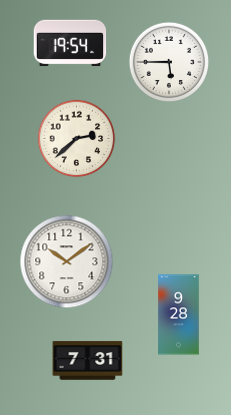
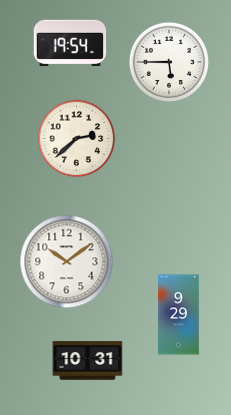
clock at (179, 315): 9:28 -> 9:29
clock at (88, 361): 7:31 -> 10:31
